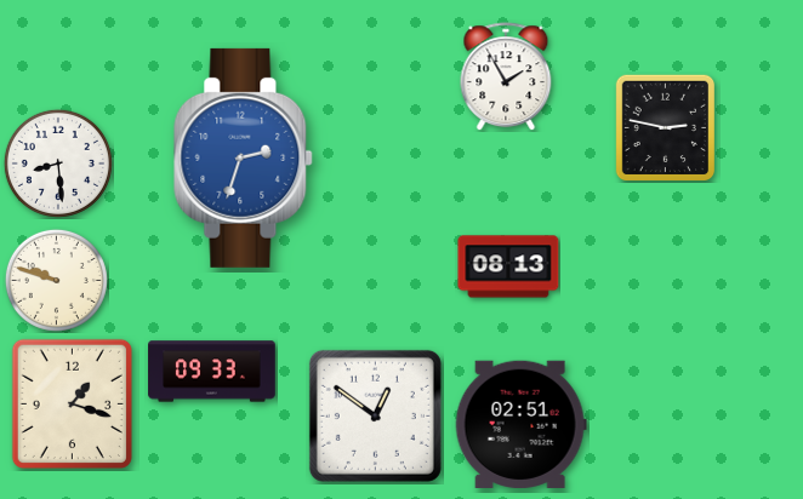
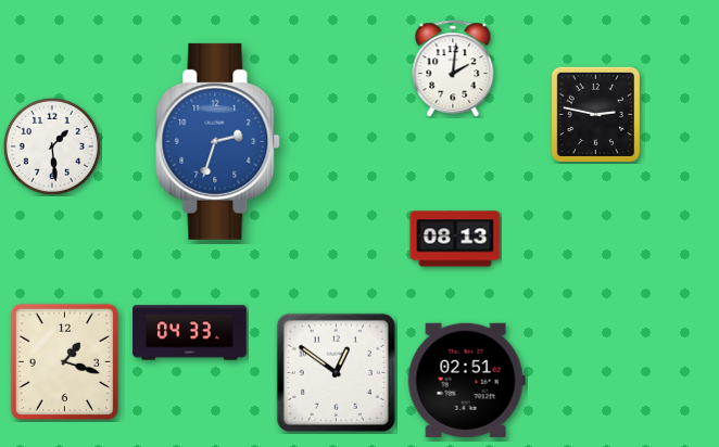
clock at (506, 76): 1:55 -> 2:01
clock at (58, 164): 8:29 -> 1:29
clock at (56, 280): 9:48 -> none
clock at (212, 372): 09:33 -> 04:33
